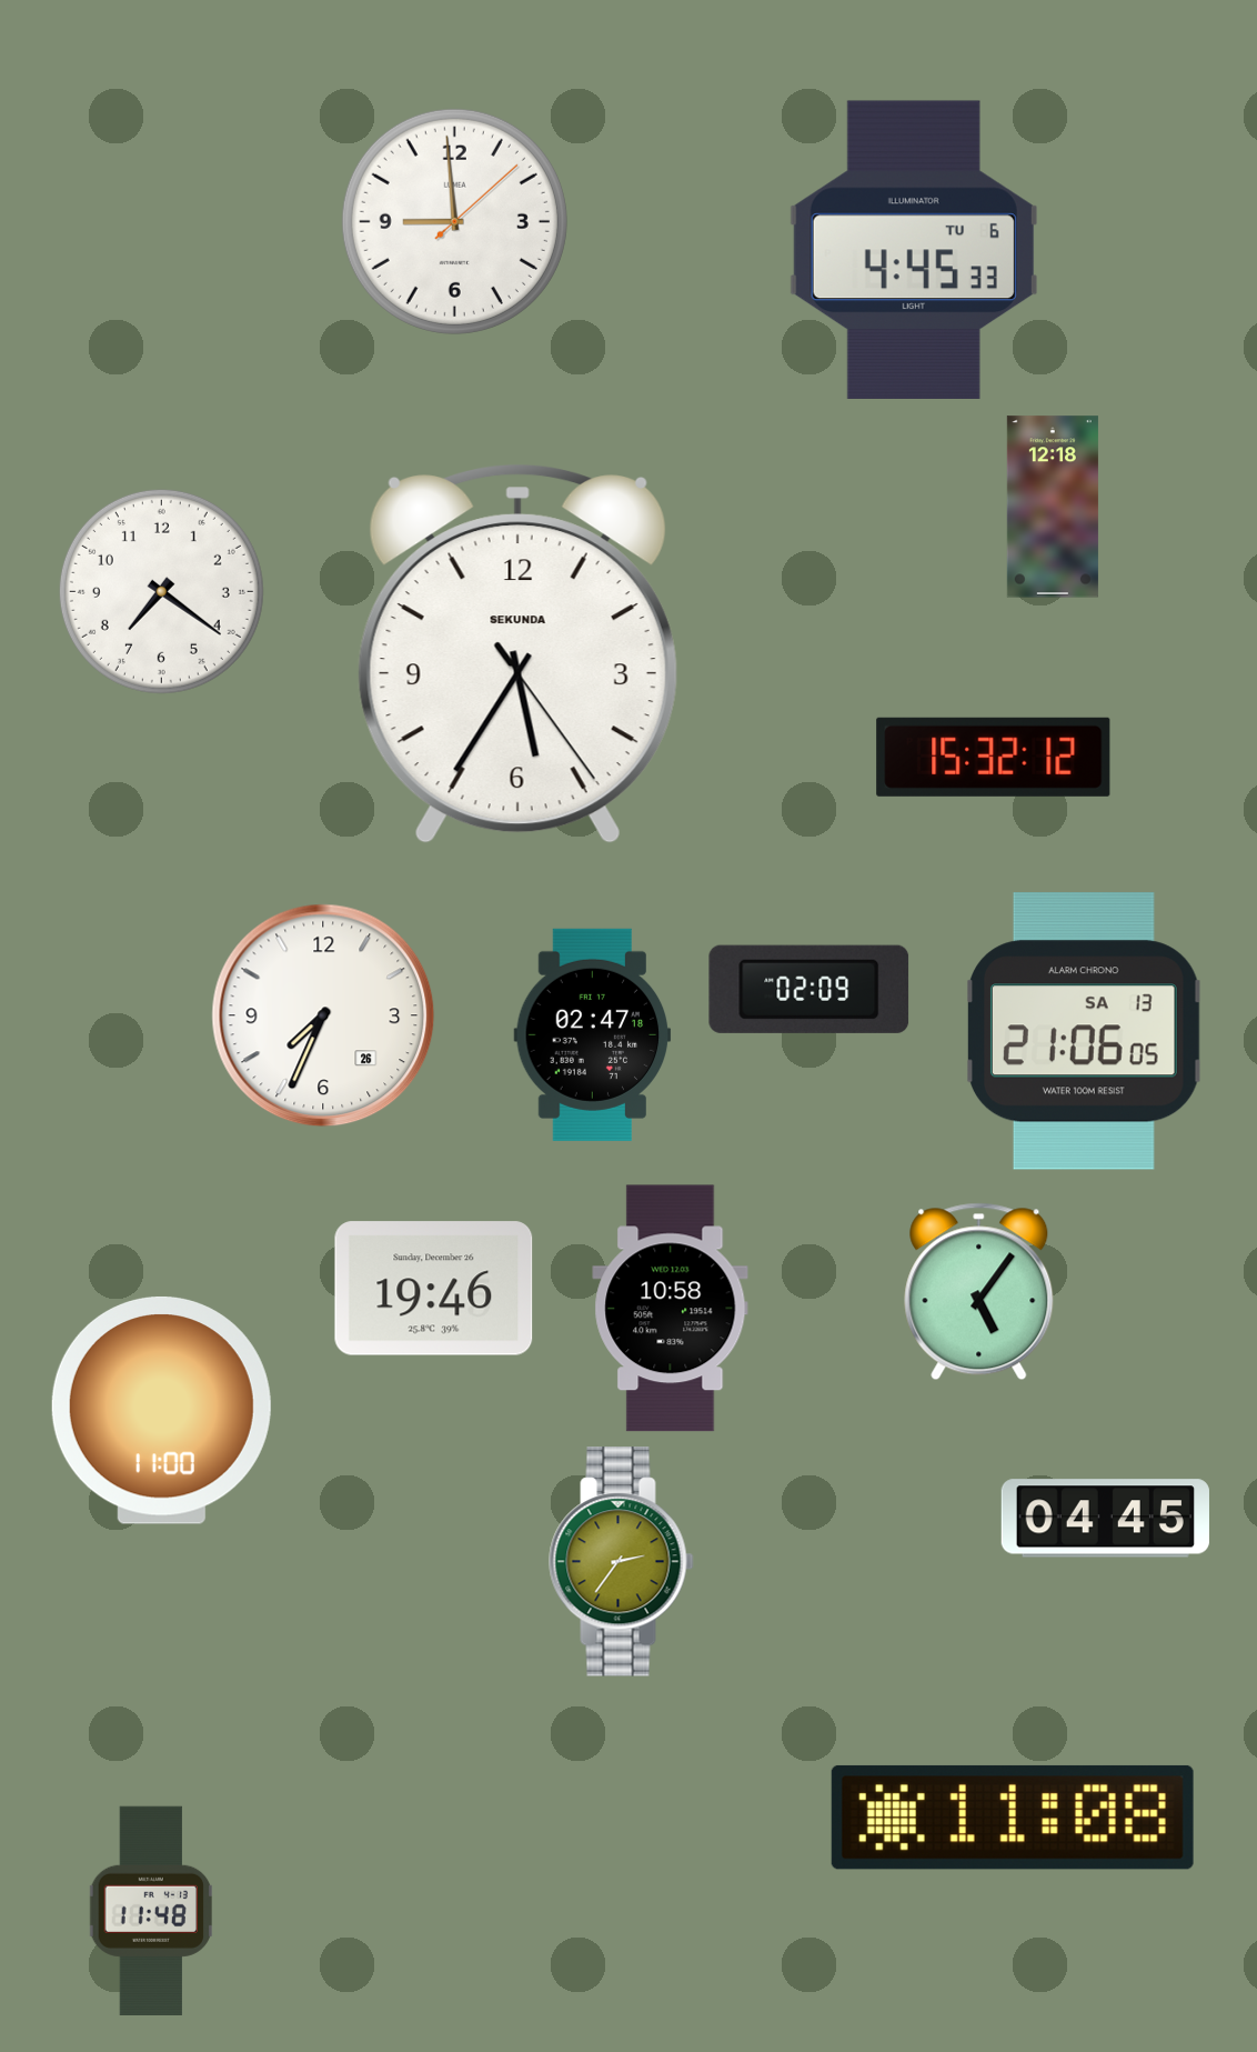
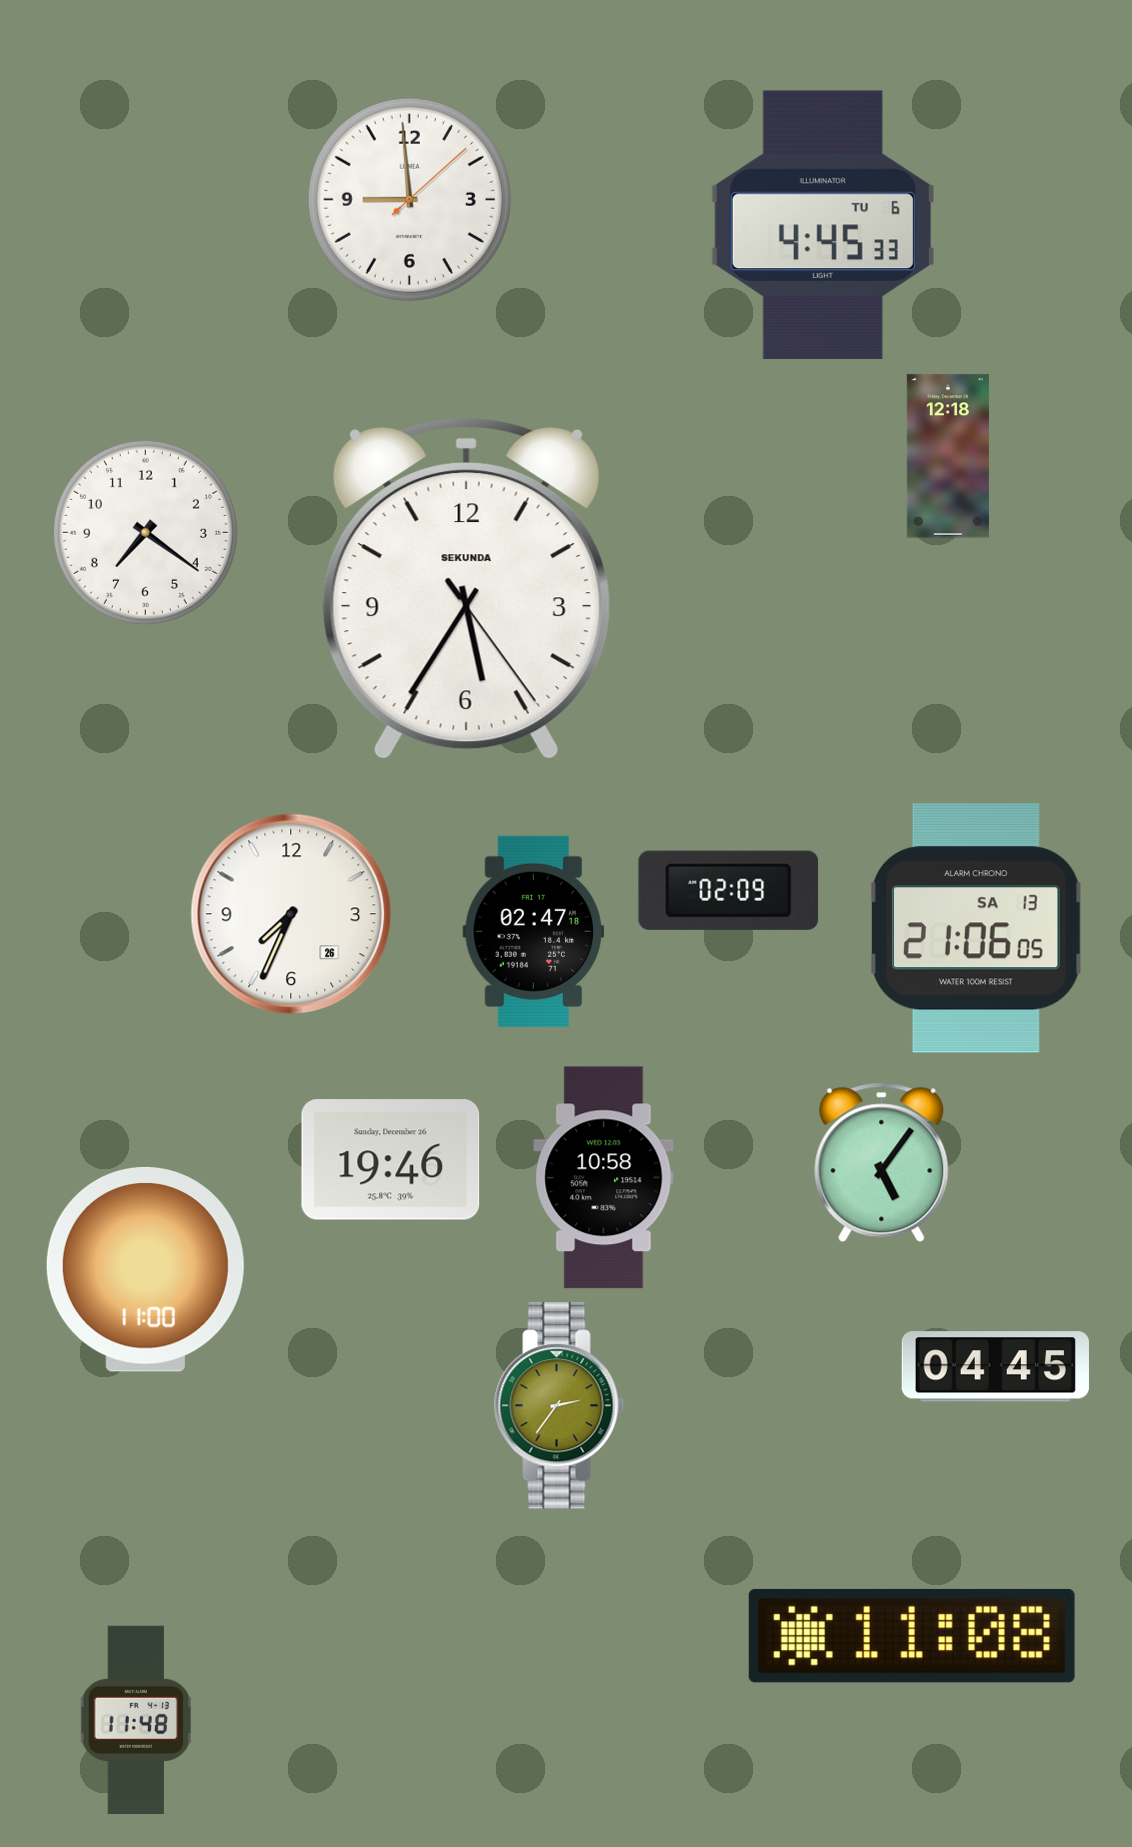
clock at (994, 757): 15:32 -> none
